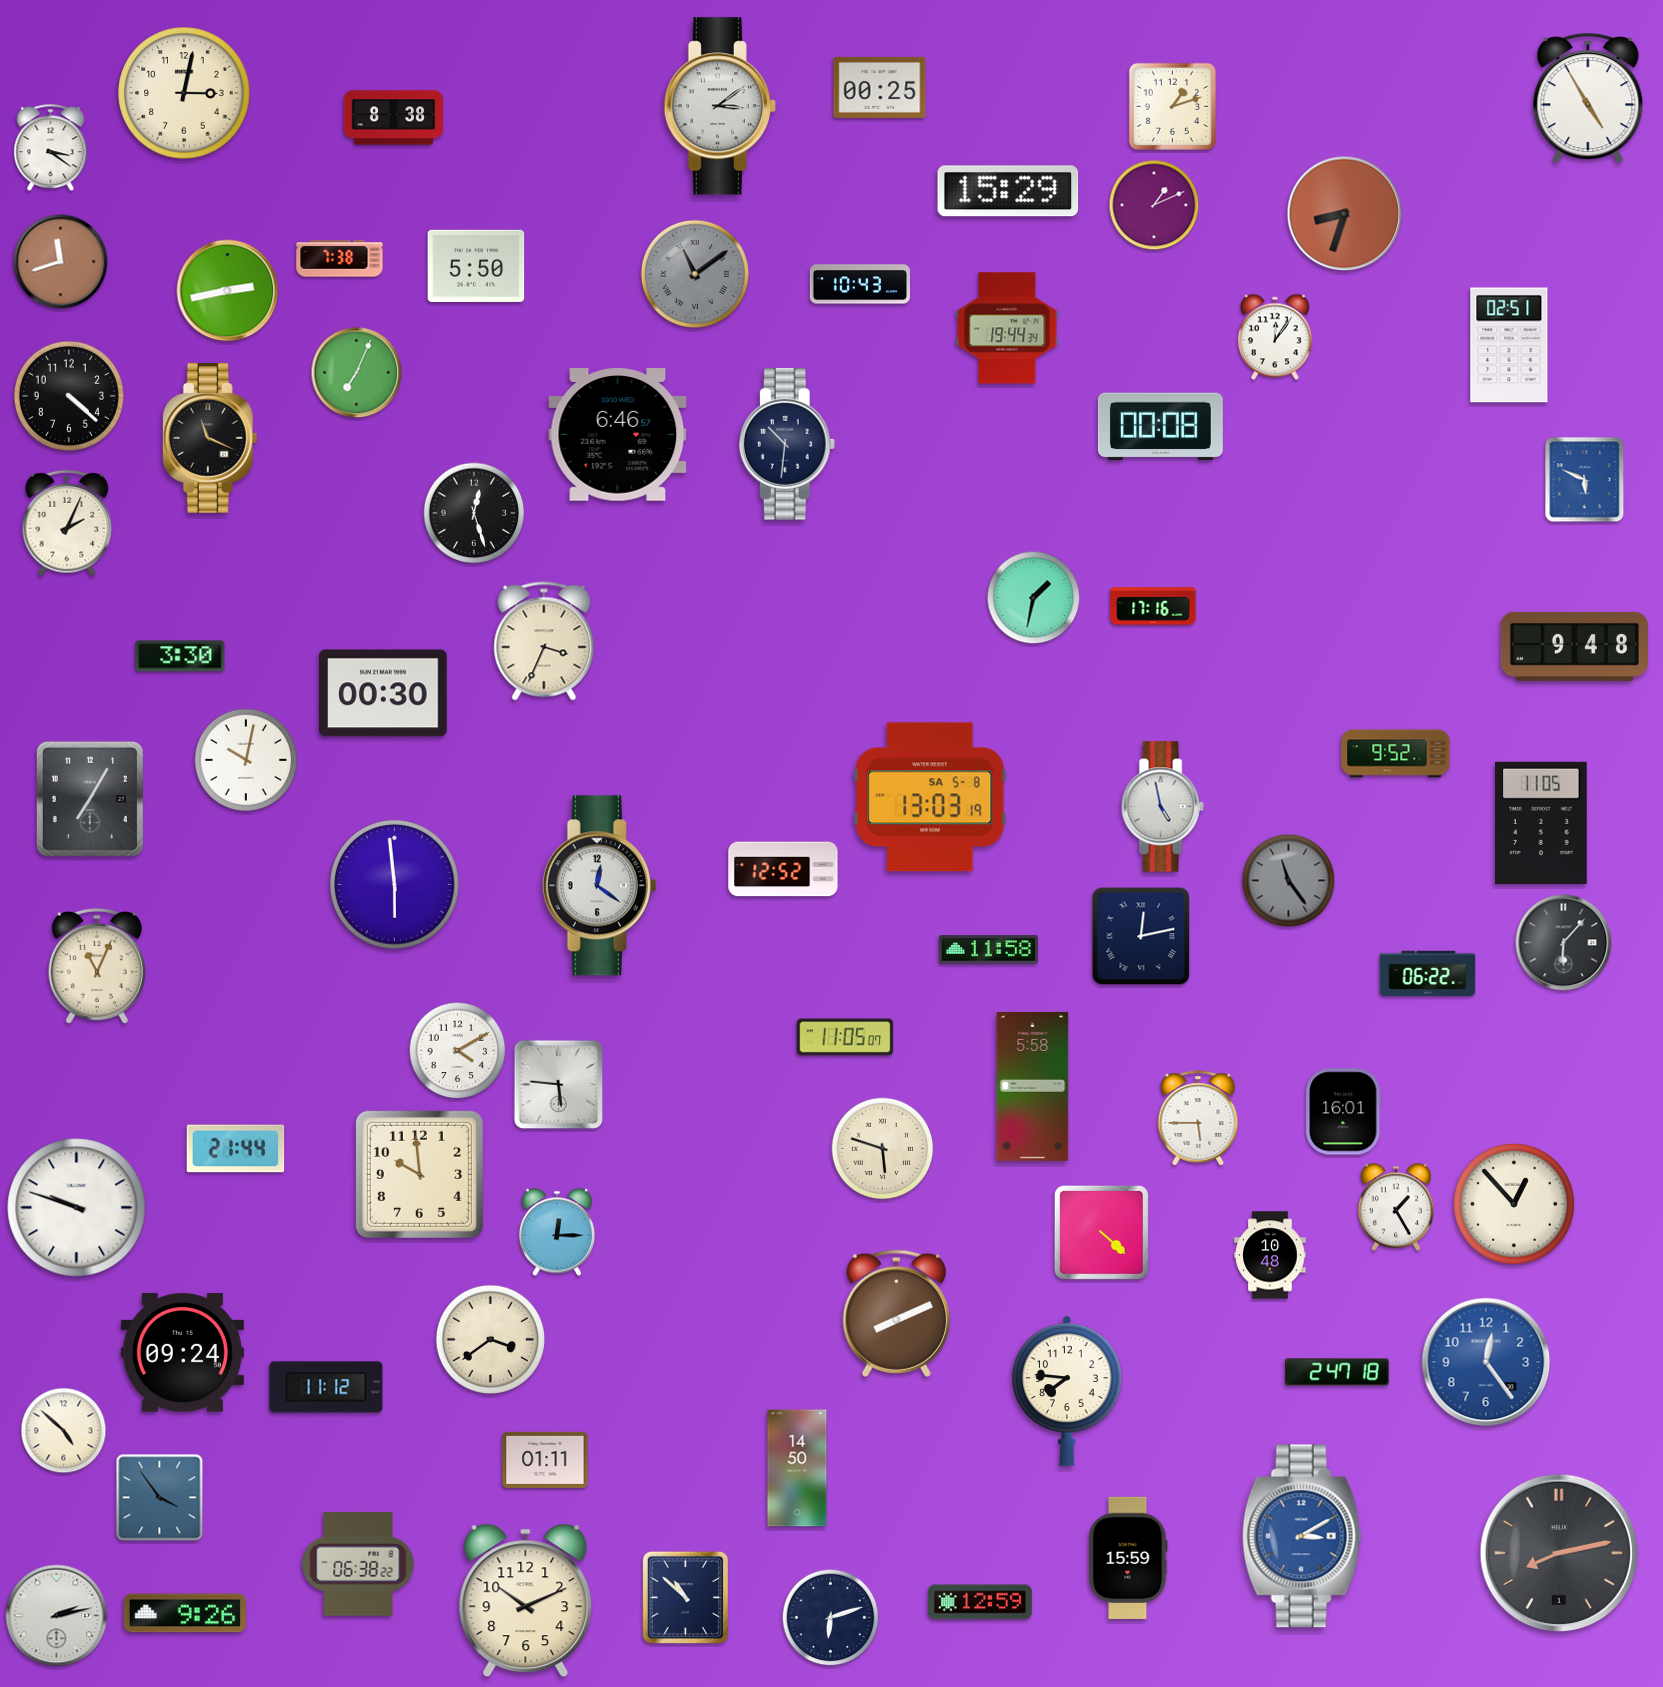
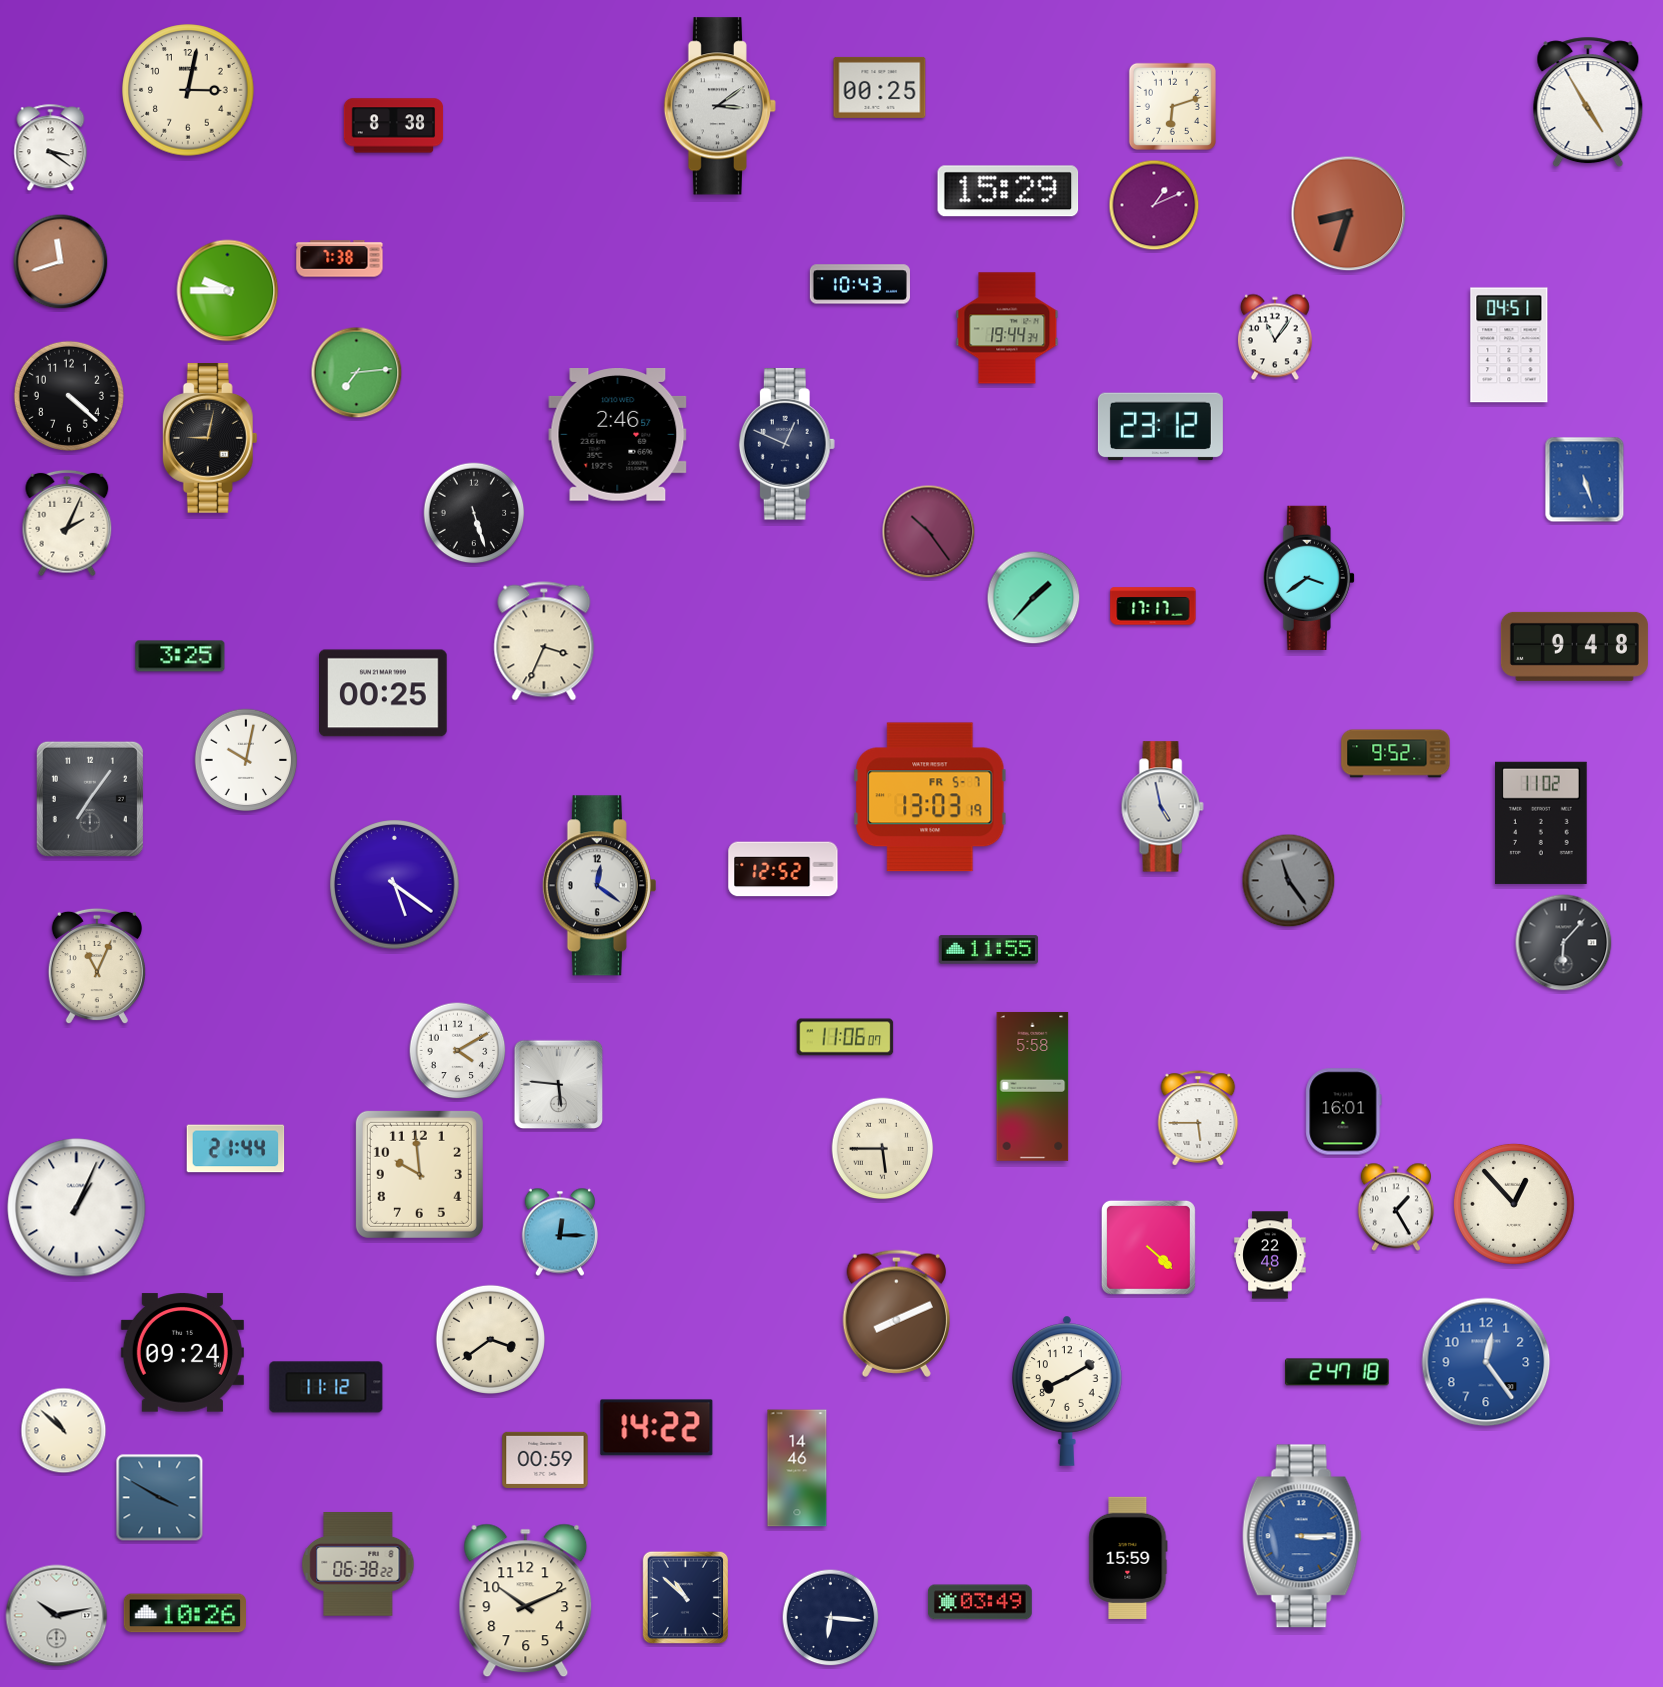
clock at (184, 93) position: (184, 93) -> (188, 90)
clock at (1588, 98) position: (1588, 98) -> (1588, 102)
clock at (1172, 106): 1:12 -> 6:12
clock at (394, 118) position: (394, 118) -> (394, 126)
clock at (1345, 214) position: (1345, 214) -> (1349, 214)
clock at (476, 266): 5:50 -> none
clock at (695, 274): 11:09 -> none
clock at (228, 291): 2:43 -> 9:45
clock at (1275, 337): 12:06 -> 11:06
clock at (1509, 345): 02:51 -> 04:51
clock at (357, 373): 7:04 -> 7:14
clock at (1160, 427): 00:08 -> 23:12
clock at (618, 435): 6:46 -> 2:46
clock at (210, 439): 11:19 -> 9:02
clock at (787, 444): 10:31 -> 12:49
clock at (1585, 480): 5:49 -> 5:27
clock at (474, 513): 12:27 -> 5:27
clock at (929, 532): none -> 10:24
clock at (1309, 578): none -> 3:39
clock at (1034, 598): 1:32 -> 1:37
clock at (1153, 606): 17:16 -> 17:17
clock at (180, 656): 3:30 -> 3:25
clock at (384, 693): 00:30 -> 00:25
clock at (930, 797) date: SA 5-8 -> FR 5-7
clock at (90, 799): 7:05 -> 7:06
clock at (1542, 823): 11:05 -> 11:02
clock at (395, 885): 5:59 -> 5:21
clock at (1141, 936): 12:13 -> none
clock at (988, 950): 11:58 -> 11:55
clock at (1428, 974): 06:22 -> none
clock at (845, 1037): 11:05 -> 11:06
clock at (883, 1149): 5:48 -> 5:45
clock at (77, 1208): 9:48 -> 1:04
clock at (557, 1232) position: (557, 1232) -> (560, 1232)
clock at (1101, 1232) position: (1101, 1232) -> (1148, 1247)
clock at (1270, 1255): 10:48 -> 22:48
clock at (1067, 1391): 7:46 -> 8:10
clock at (657, 1428): none -> 14:22
clock at (64, 1431): 4:52 -> 10:52
clock at (545, 1460): 01:11 -> 00:59
clock at (797, 1468): 14:50 -> 14:46
clock at (160, 1498): 3:54 -> 3:50
clock at (1302, 1536): 3:10 -> 3:15
clock at (1559, 1553): 8:13 -> none
clock at (980, 1602): 12:59 -> 03:49
clock at (185, 1613): 9:26 -> 10:26
clock at (57, 1616): 2:13 -> 10:13
clock at (831, 1618): 6:12 -> 6:16
